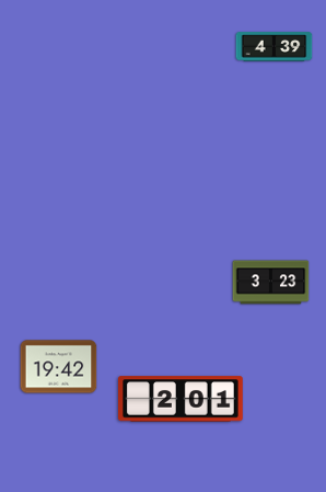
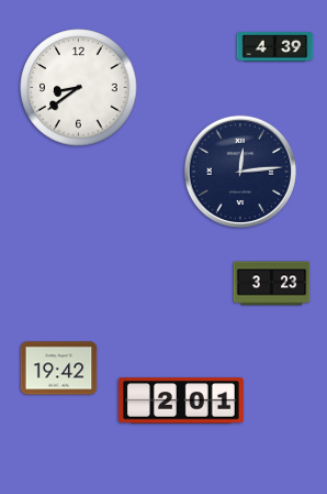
clock at (79, 88): none -> 8:39
clock at (239, 171): none -> 12:14
